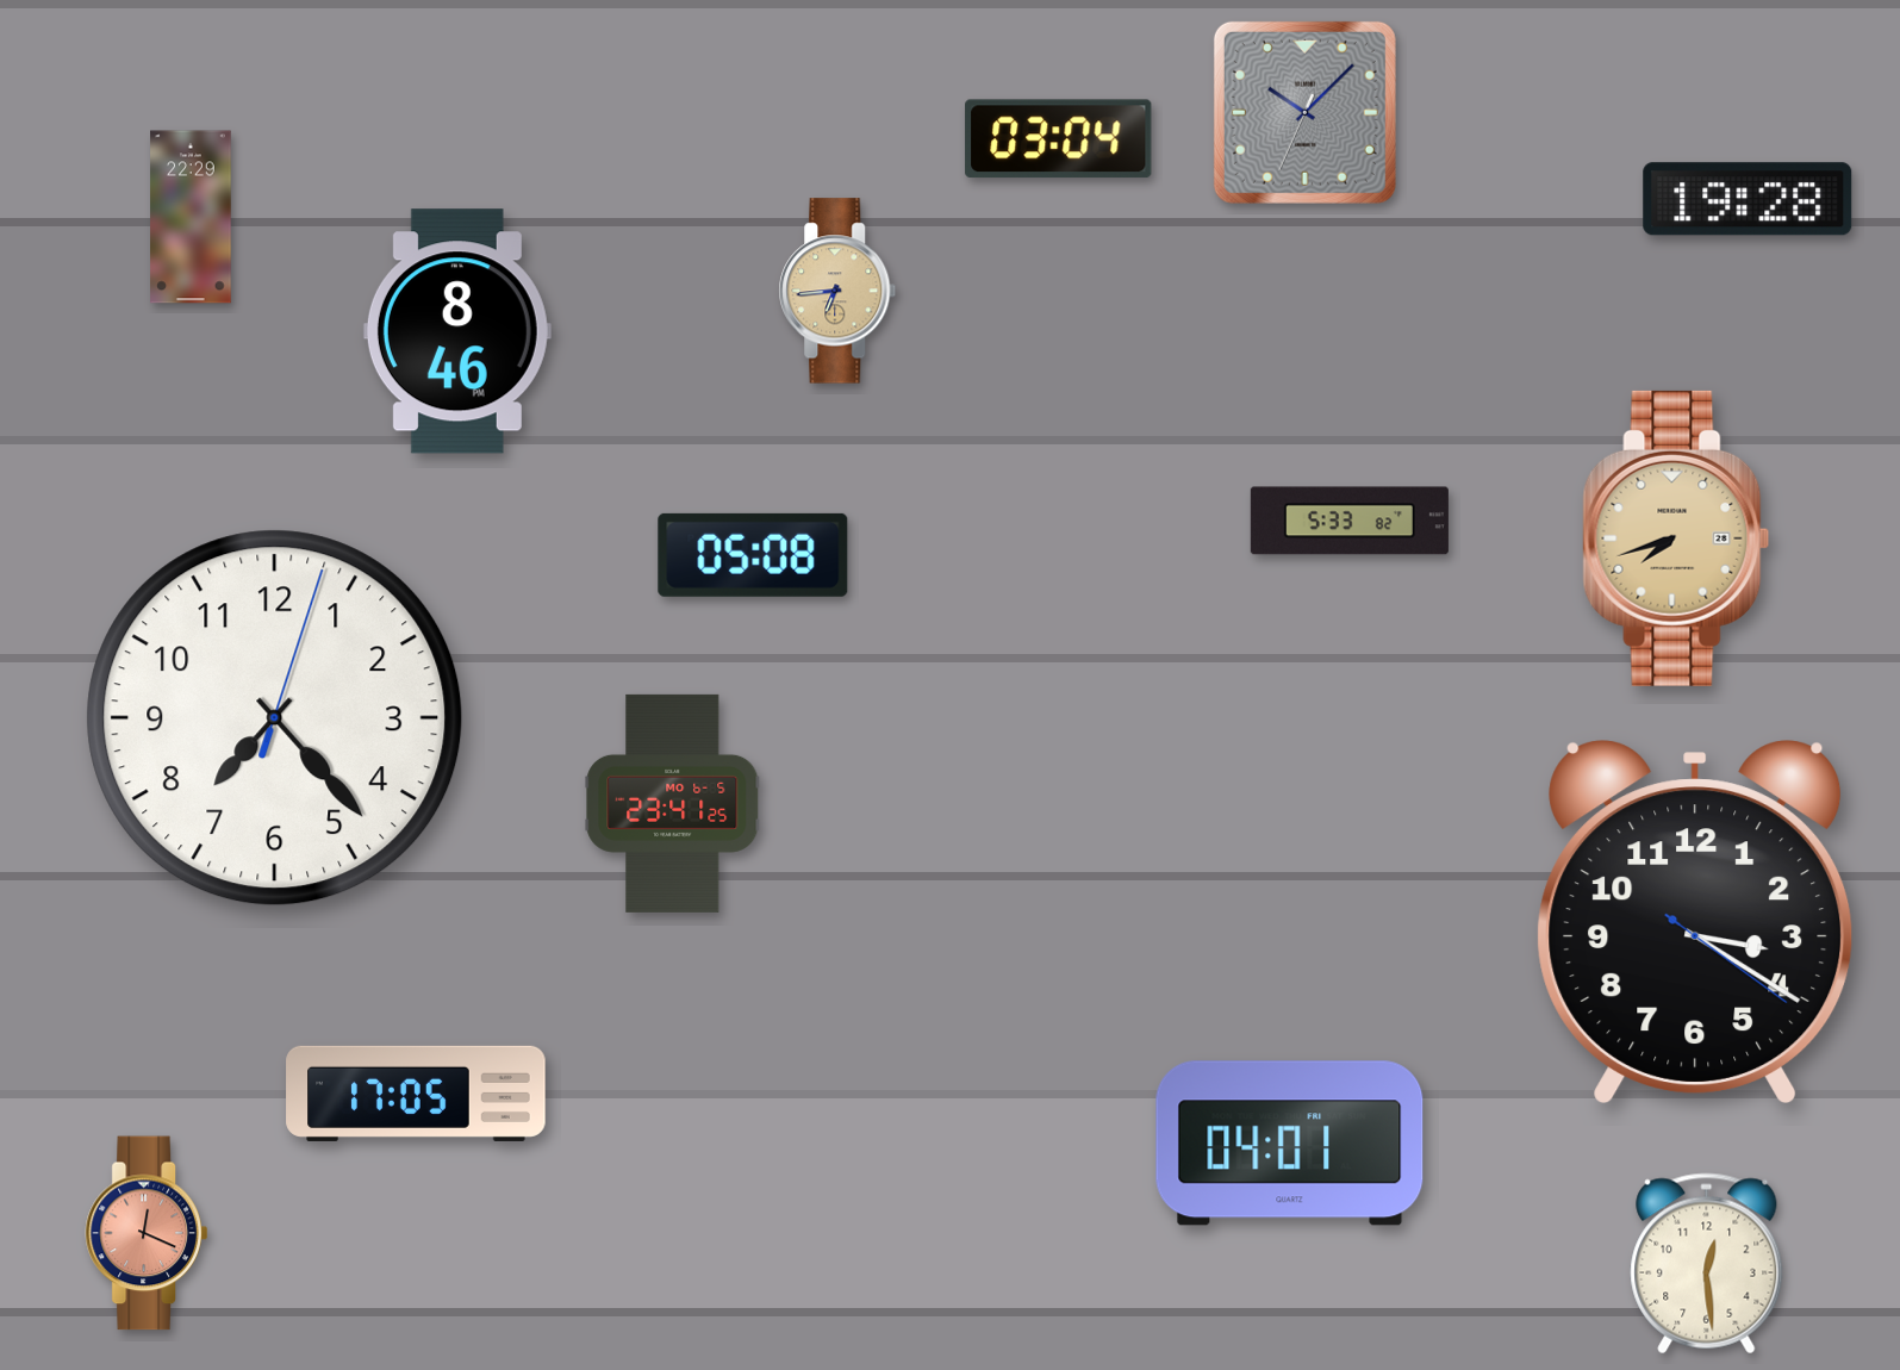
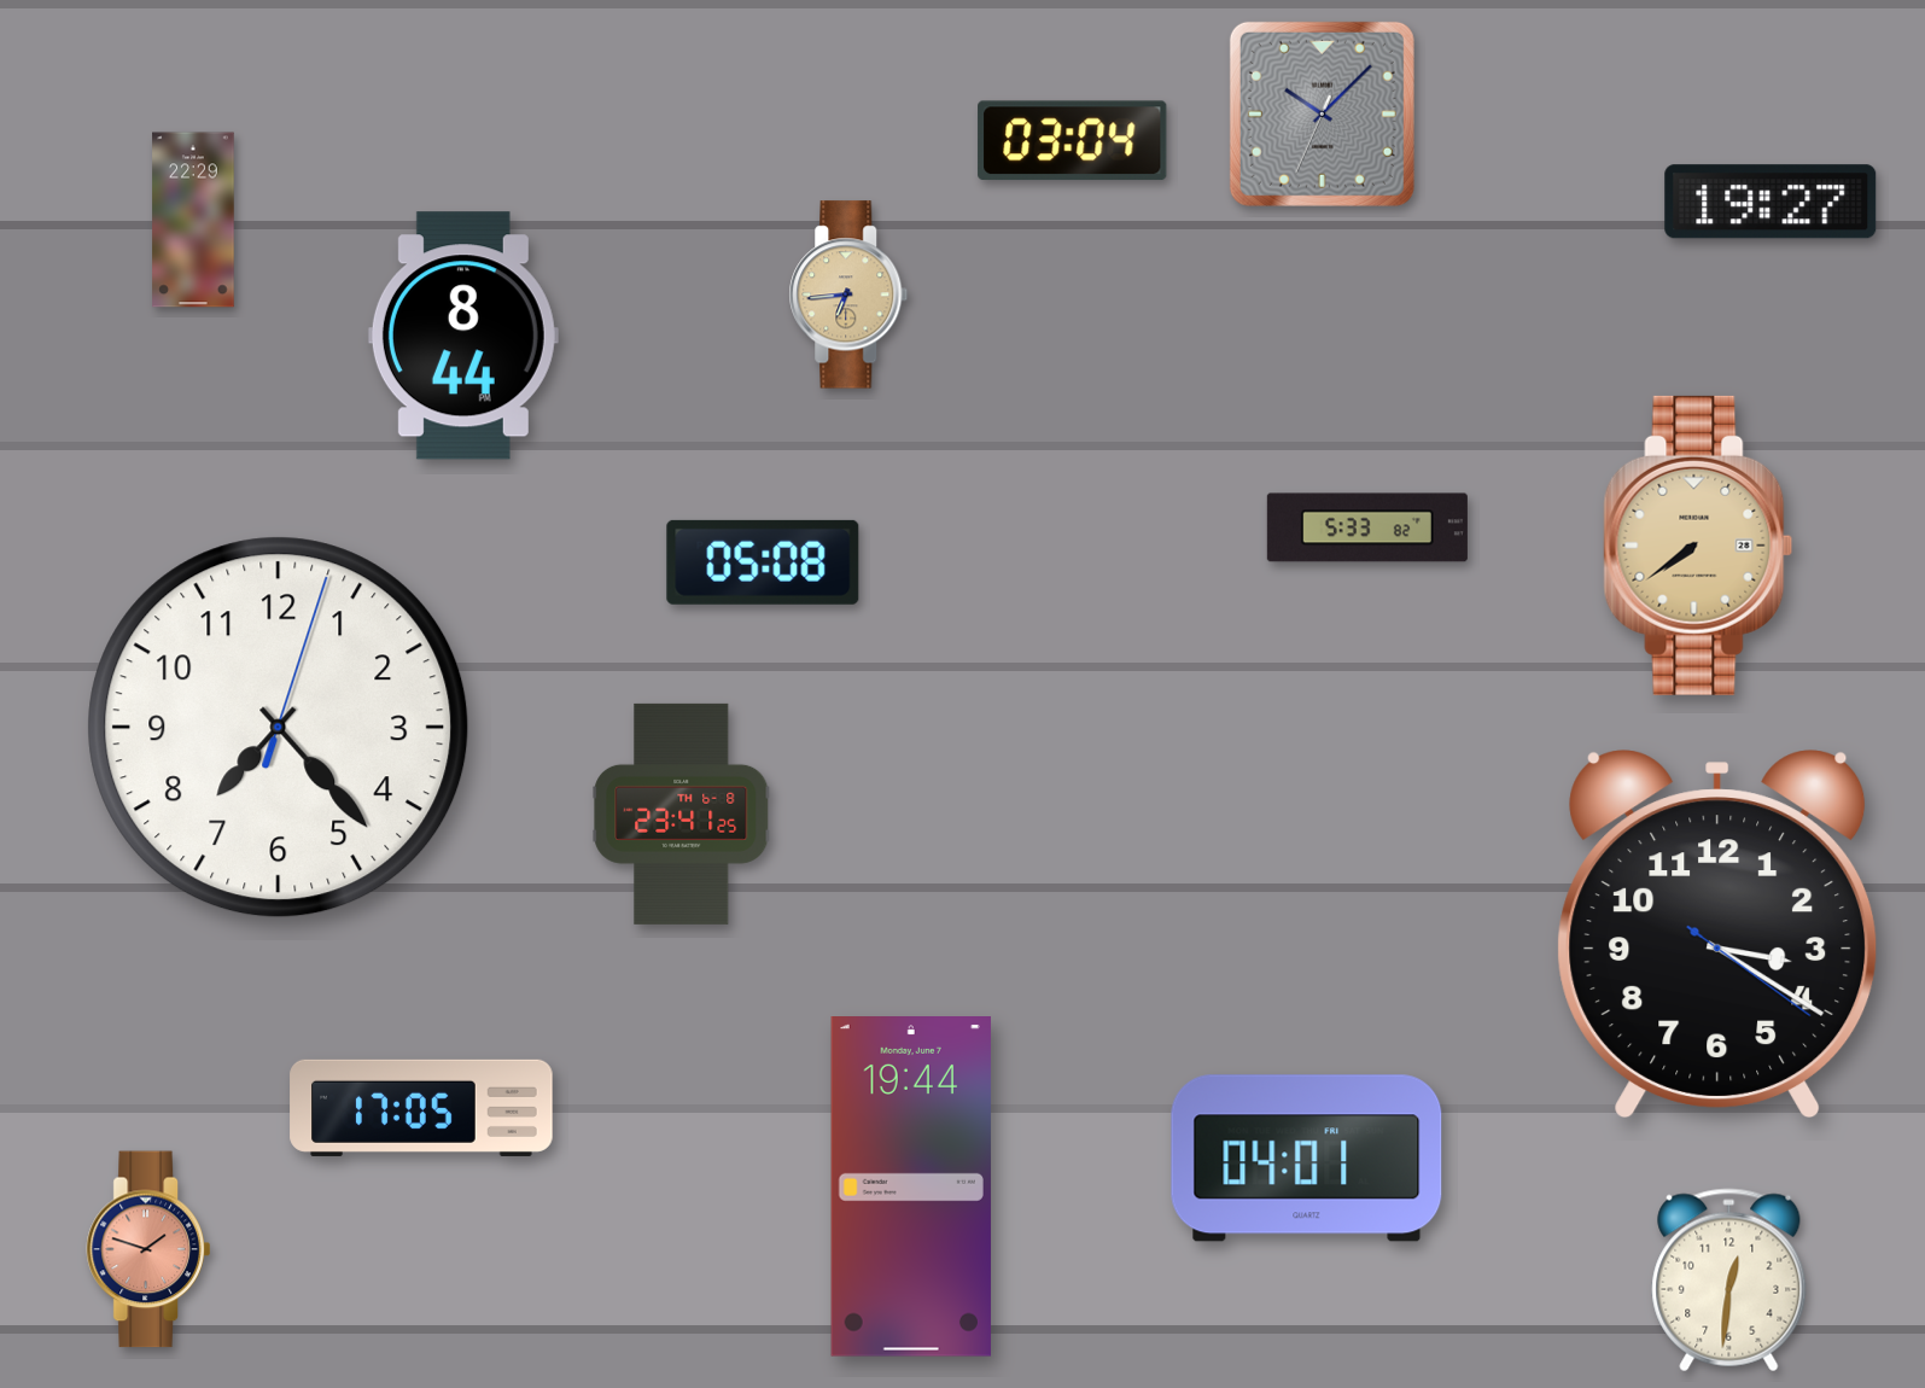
clock at (1748, 199): 19:28 -> 19:27
clock at (457, 331): 8:46 -> 8:44
clock at (1676, 538): 7:42 -> 7:39
clock at (673, 803) date: MO 6-5 -> TH 6-8
clock at (911, 1188): none -> 19:44
clock at (147, 1233): 12:19 -> 1:48
clock at (1707, 1264): 12:29 -> 12:31
